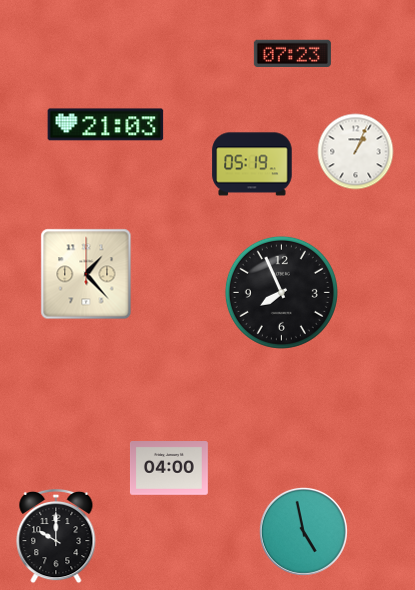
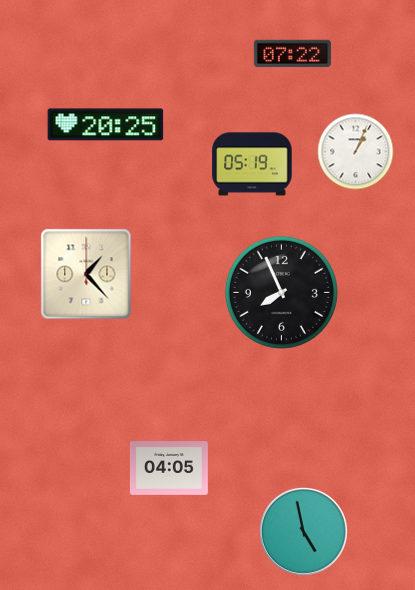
clock at (292, 53): 07:23 -> 07:22
clock at (106, 125): 21:03 -> 20:25
clock at (169, 469): 04:00 -> 04:05
clock at (56, 536): 10:00 -> none
